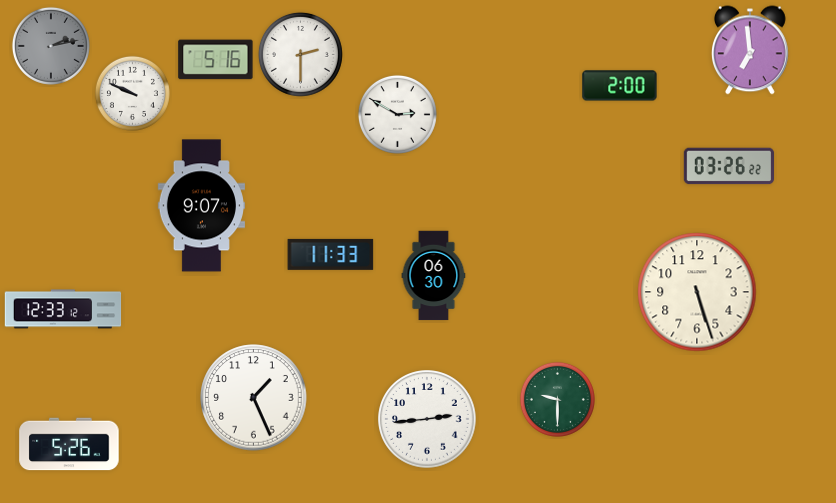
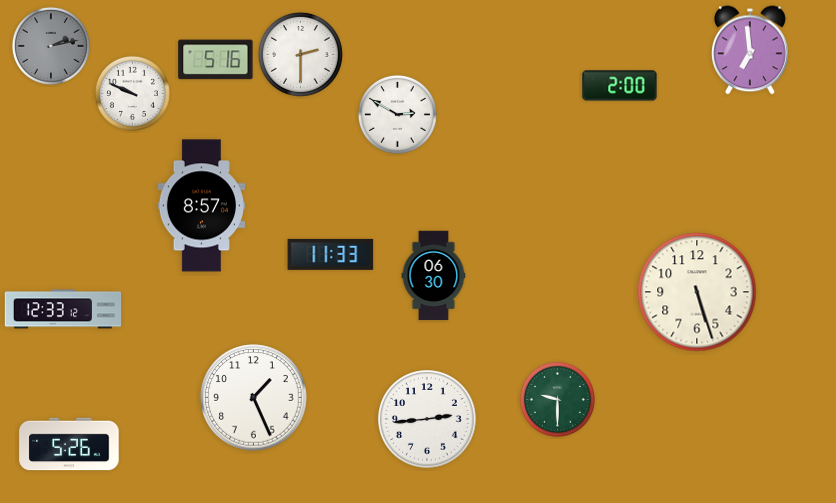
clock at (729, 166): 03:26 -> none
clock at (201, 206): 9:07 -> 8:57
